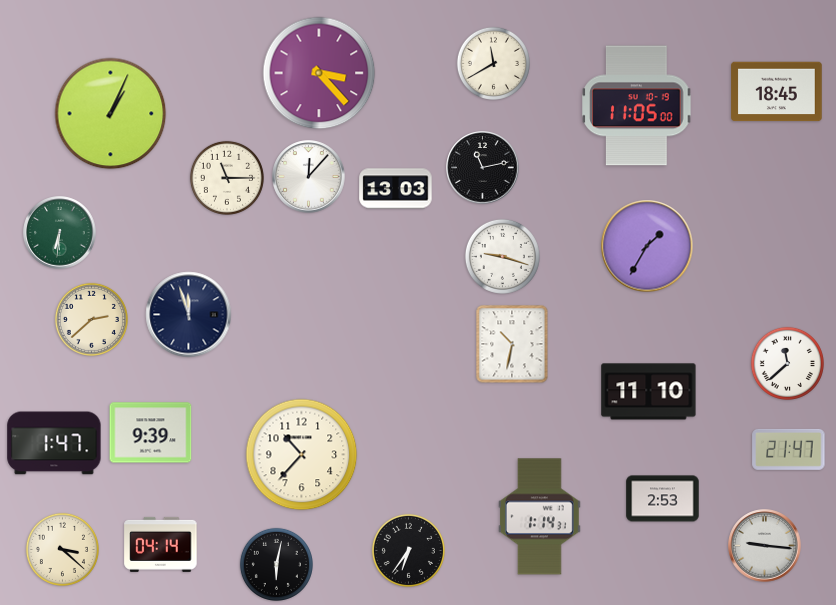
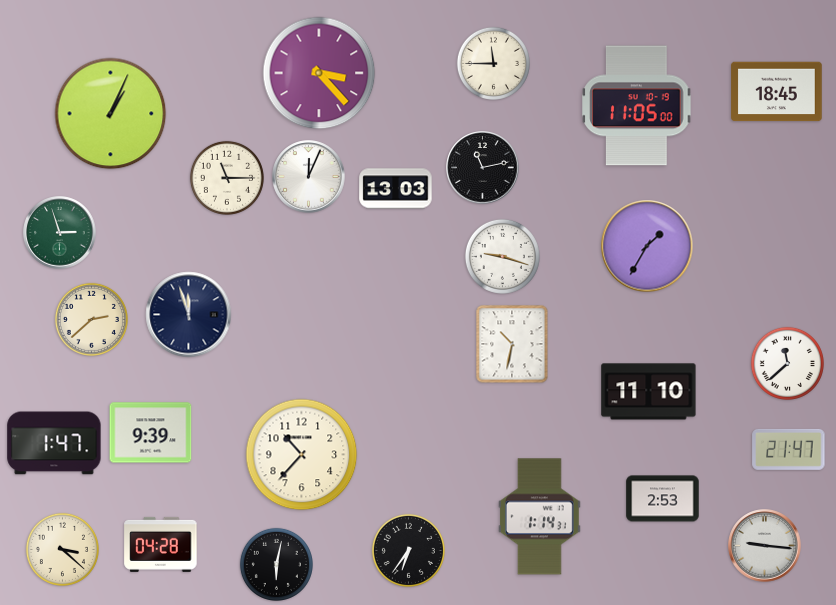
clock at (493, 63): 11:40 -> 11:45
clock at (309, 177): 12:07 -> 12:04
clock at (60, 233): 6:31 -> 2:57
clock at (161, 544): 04:14 -> 04:28
